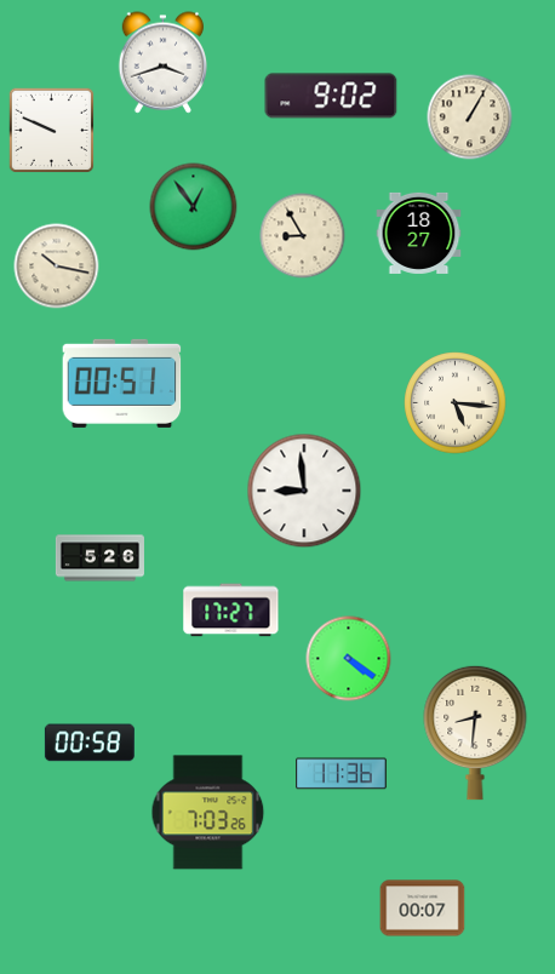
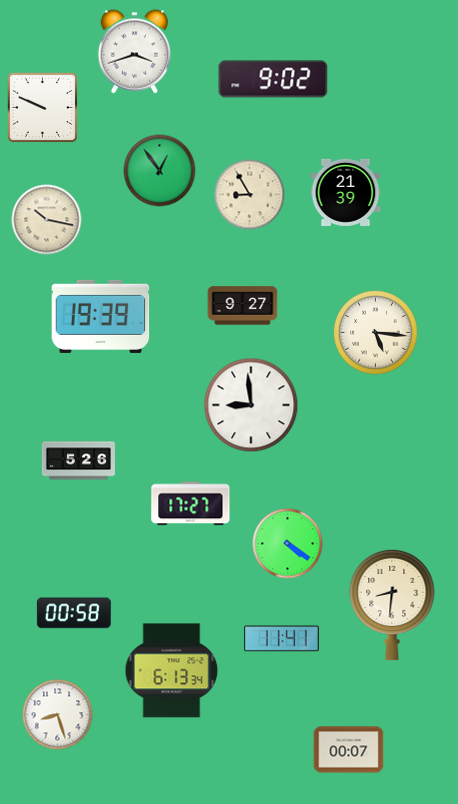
clock at (470, 118): 1:05 -> none
clock at (419, 233): 18:27 -> 21:39
clock at (243, 306): none -> 9:27
clock at (122, 383): 00:51 -> 19:39
clock at (99, 558) position: (99, 558) -> (78, 461)
clock at (342, 774): 11:36 -> 11:41
clock at (208, 813): 7:03 -> 6:13
clock at (58, 715): none -> 8:27
